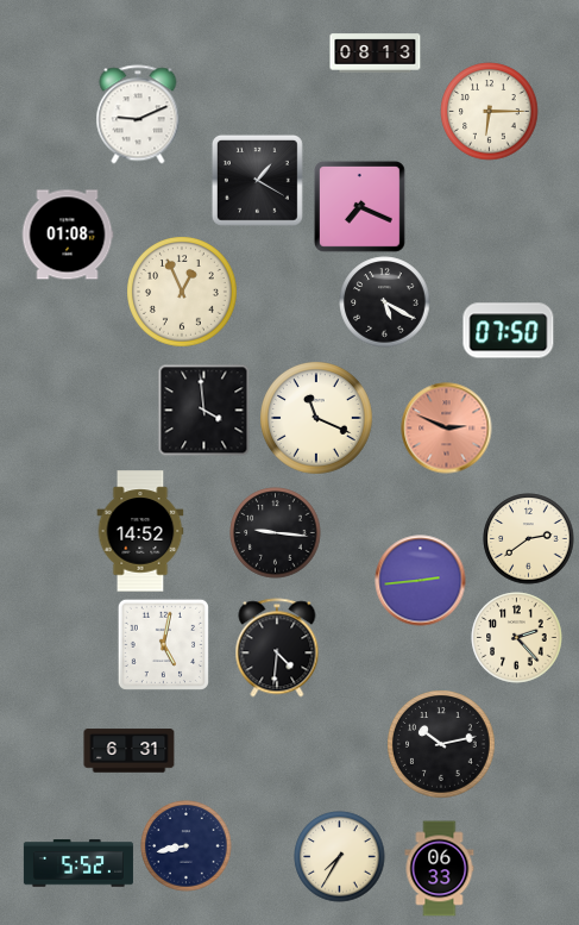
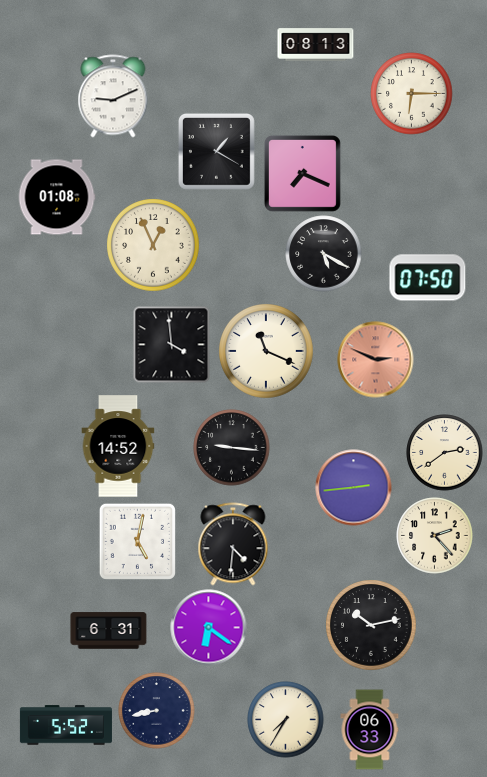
clock at (138, 114) position: (138, 114) -> (113, 96)
clock at (209, 628): none -> 6:21
